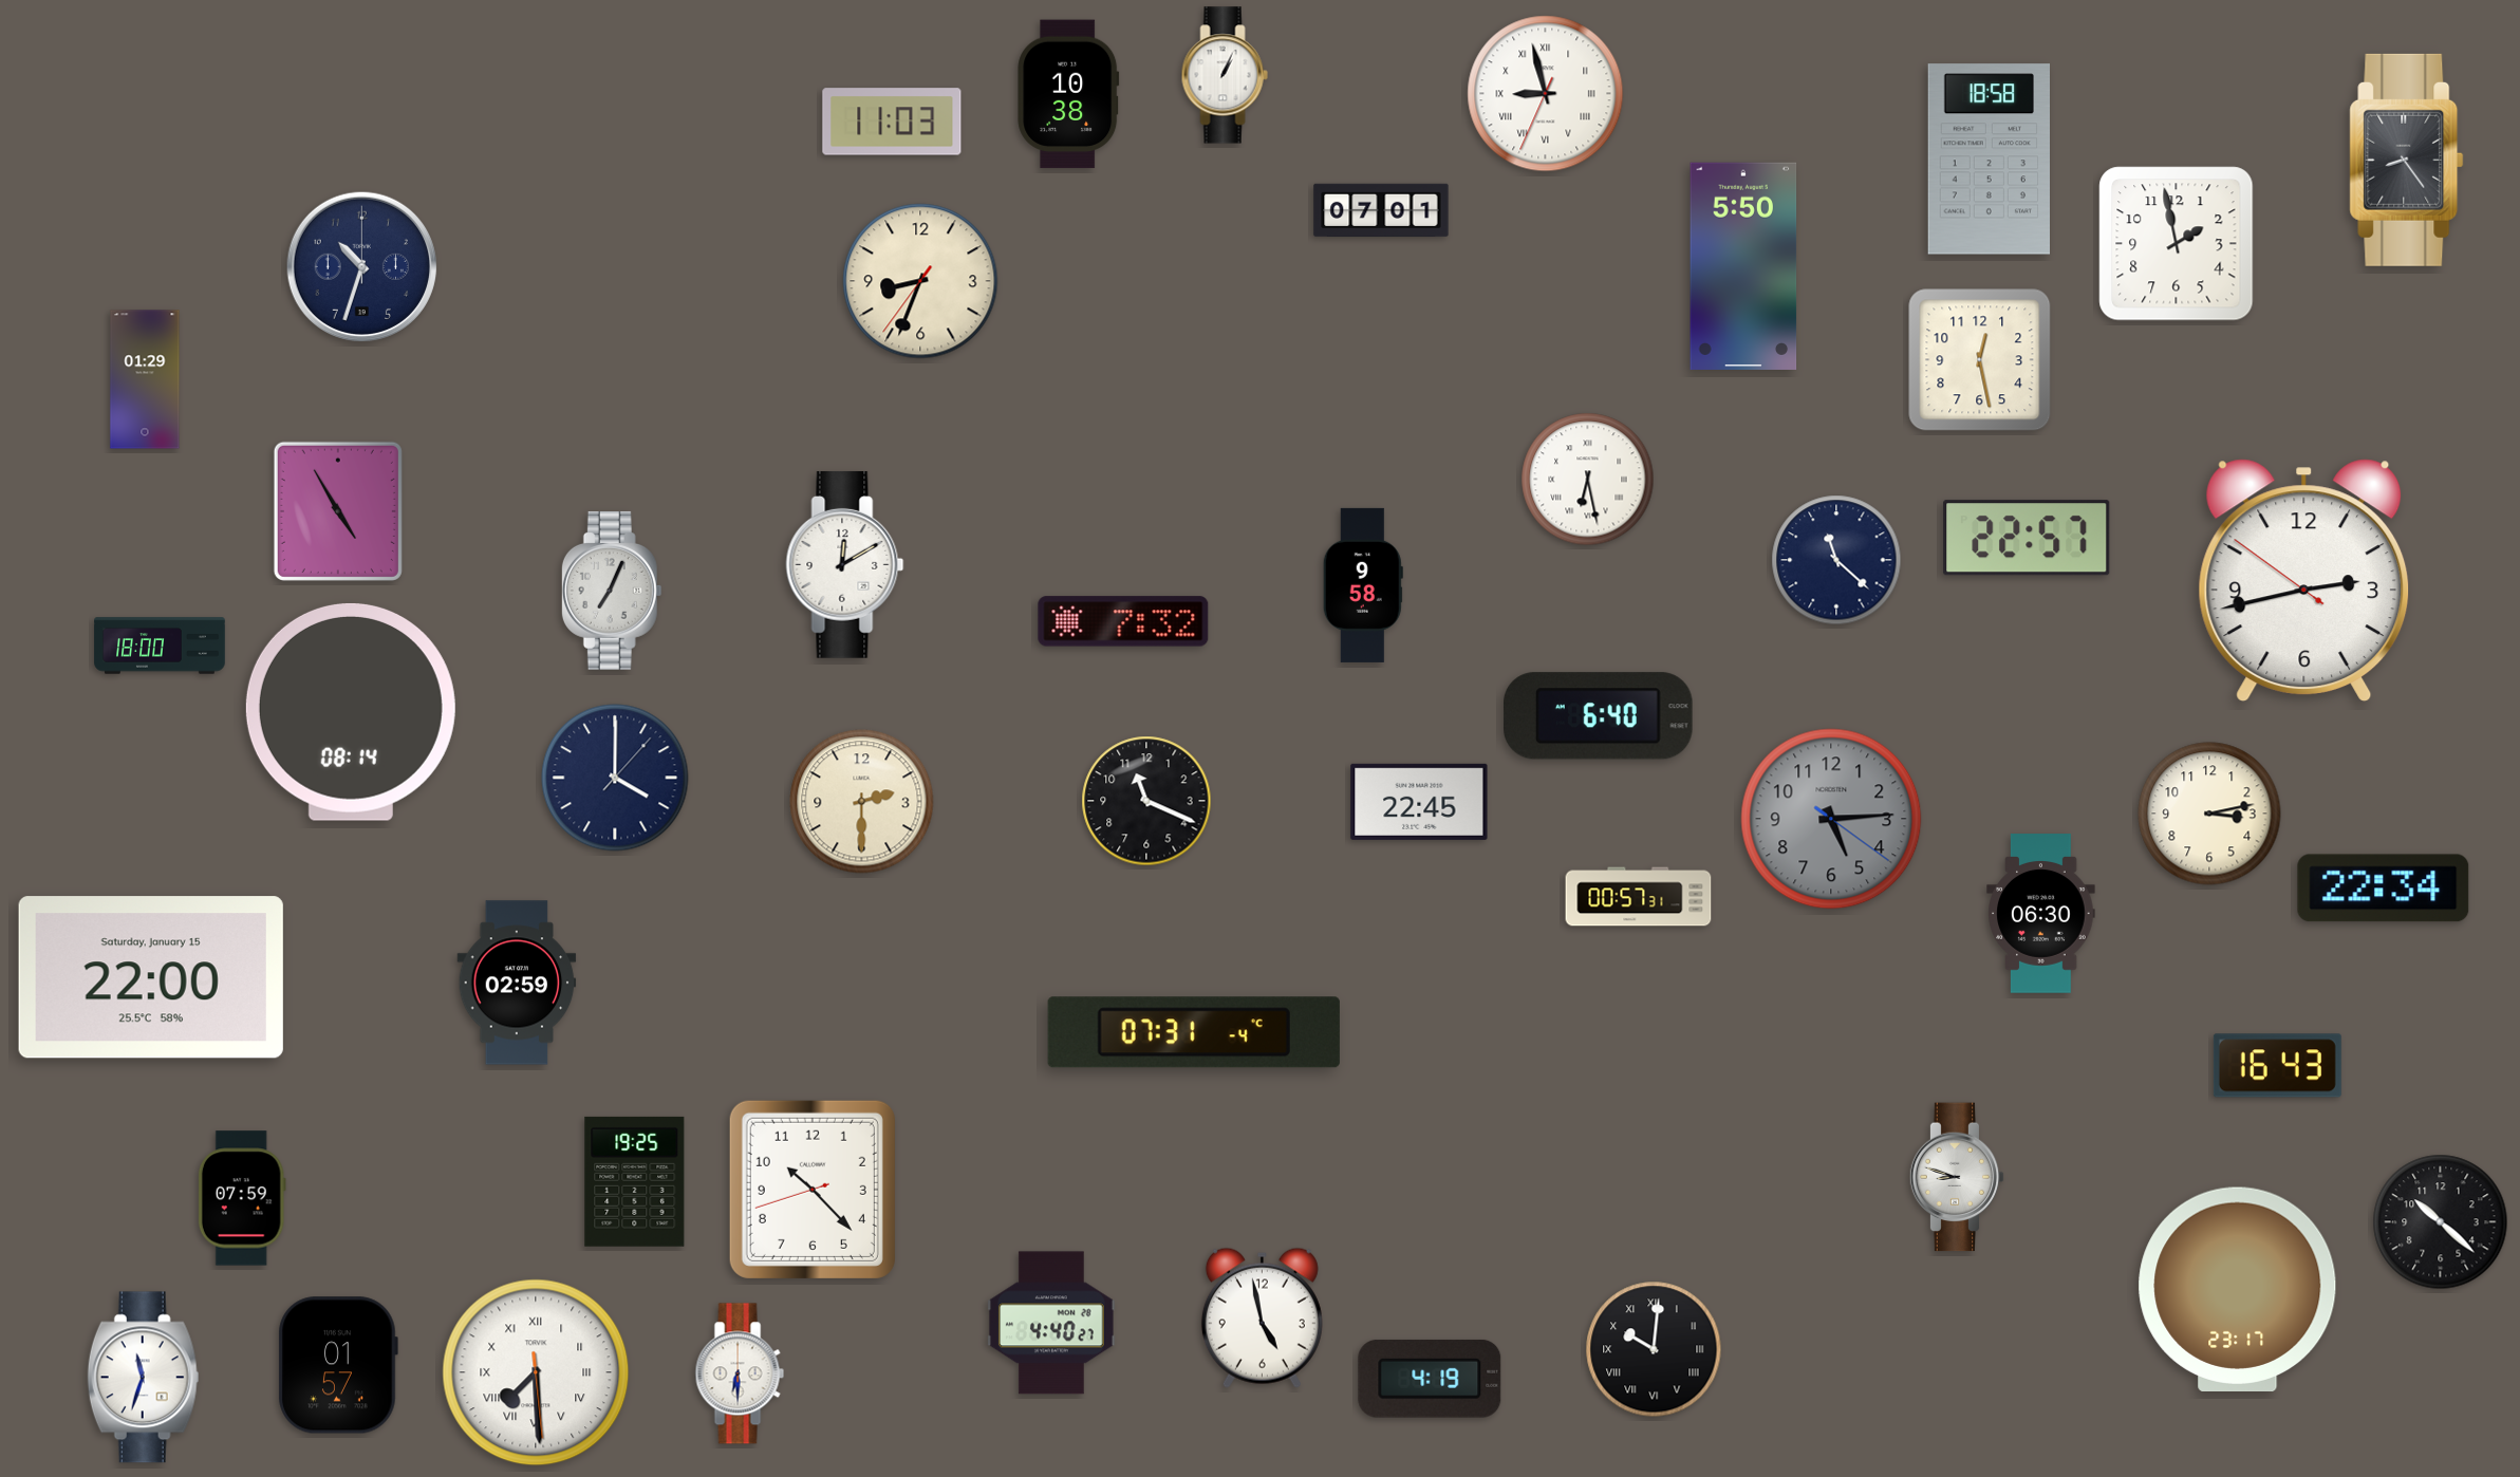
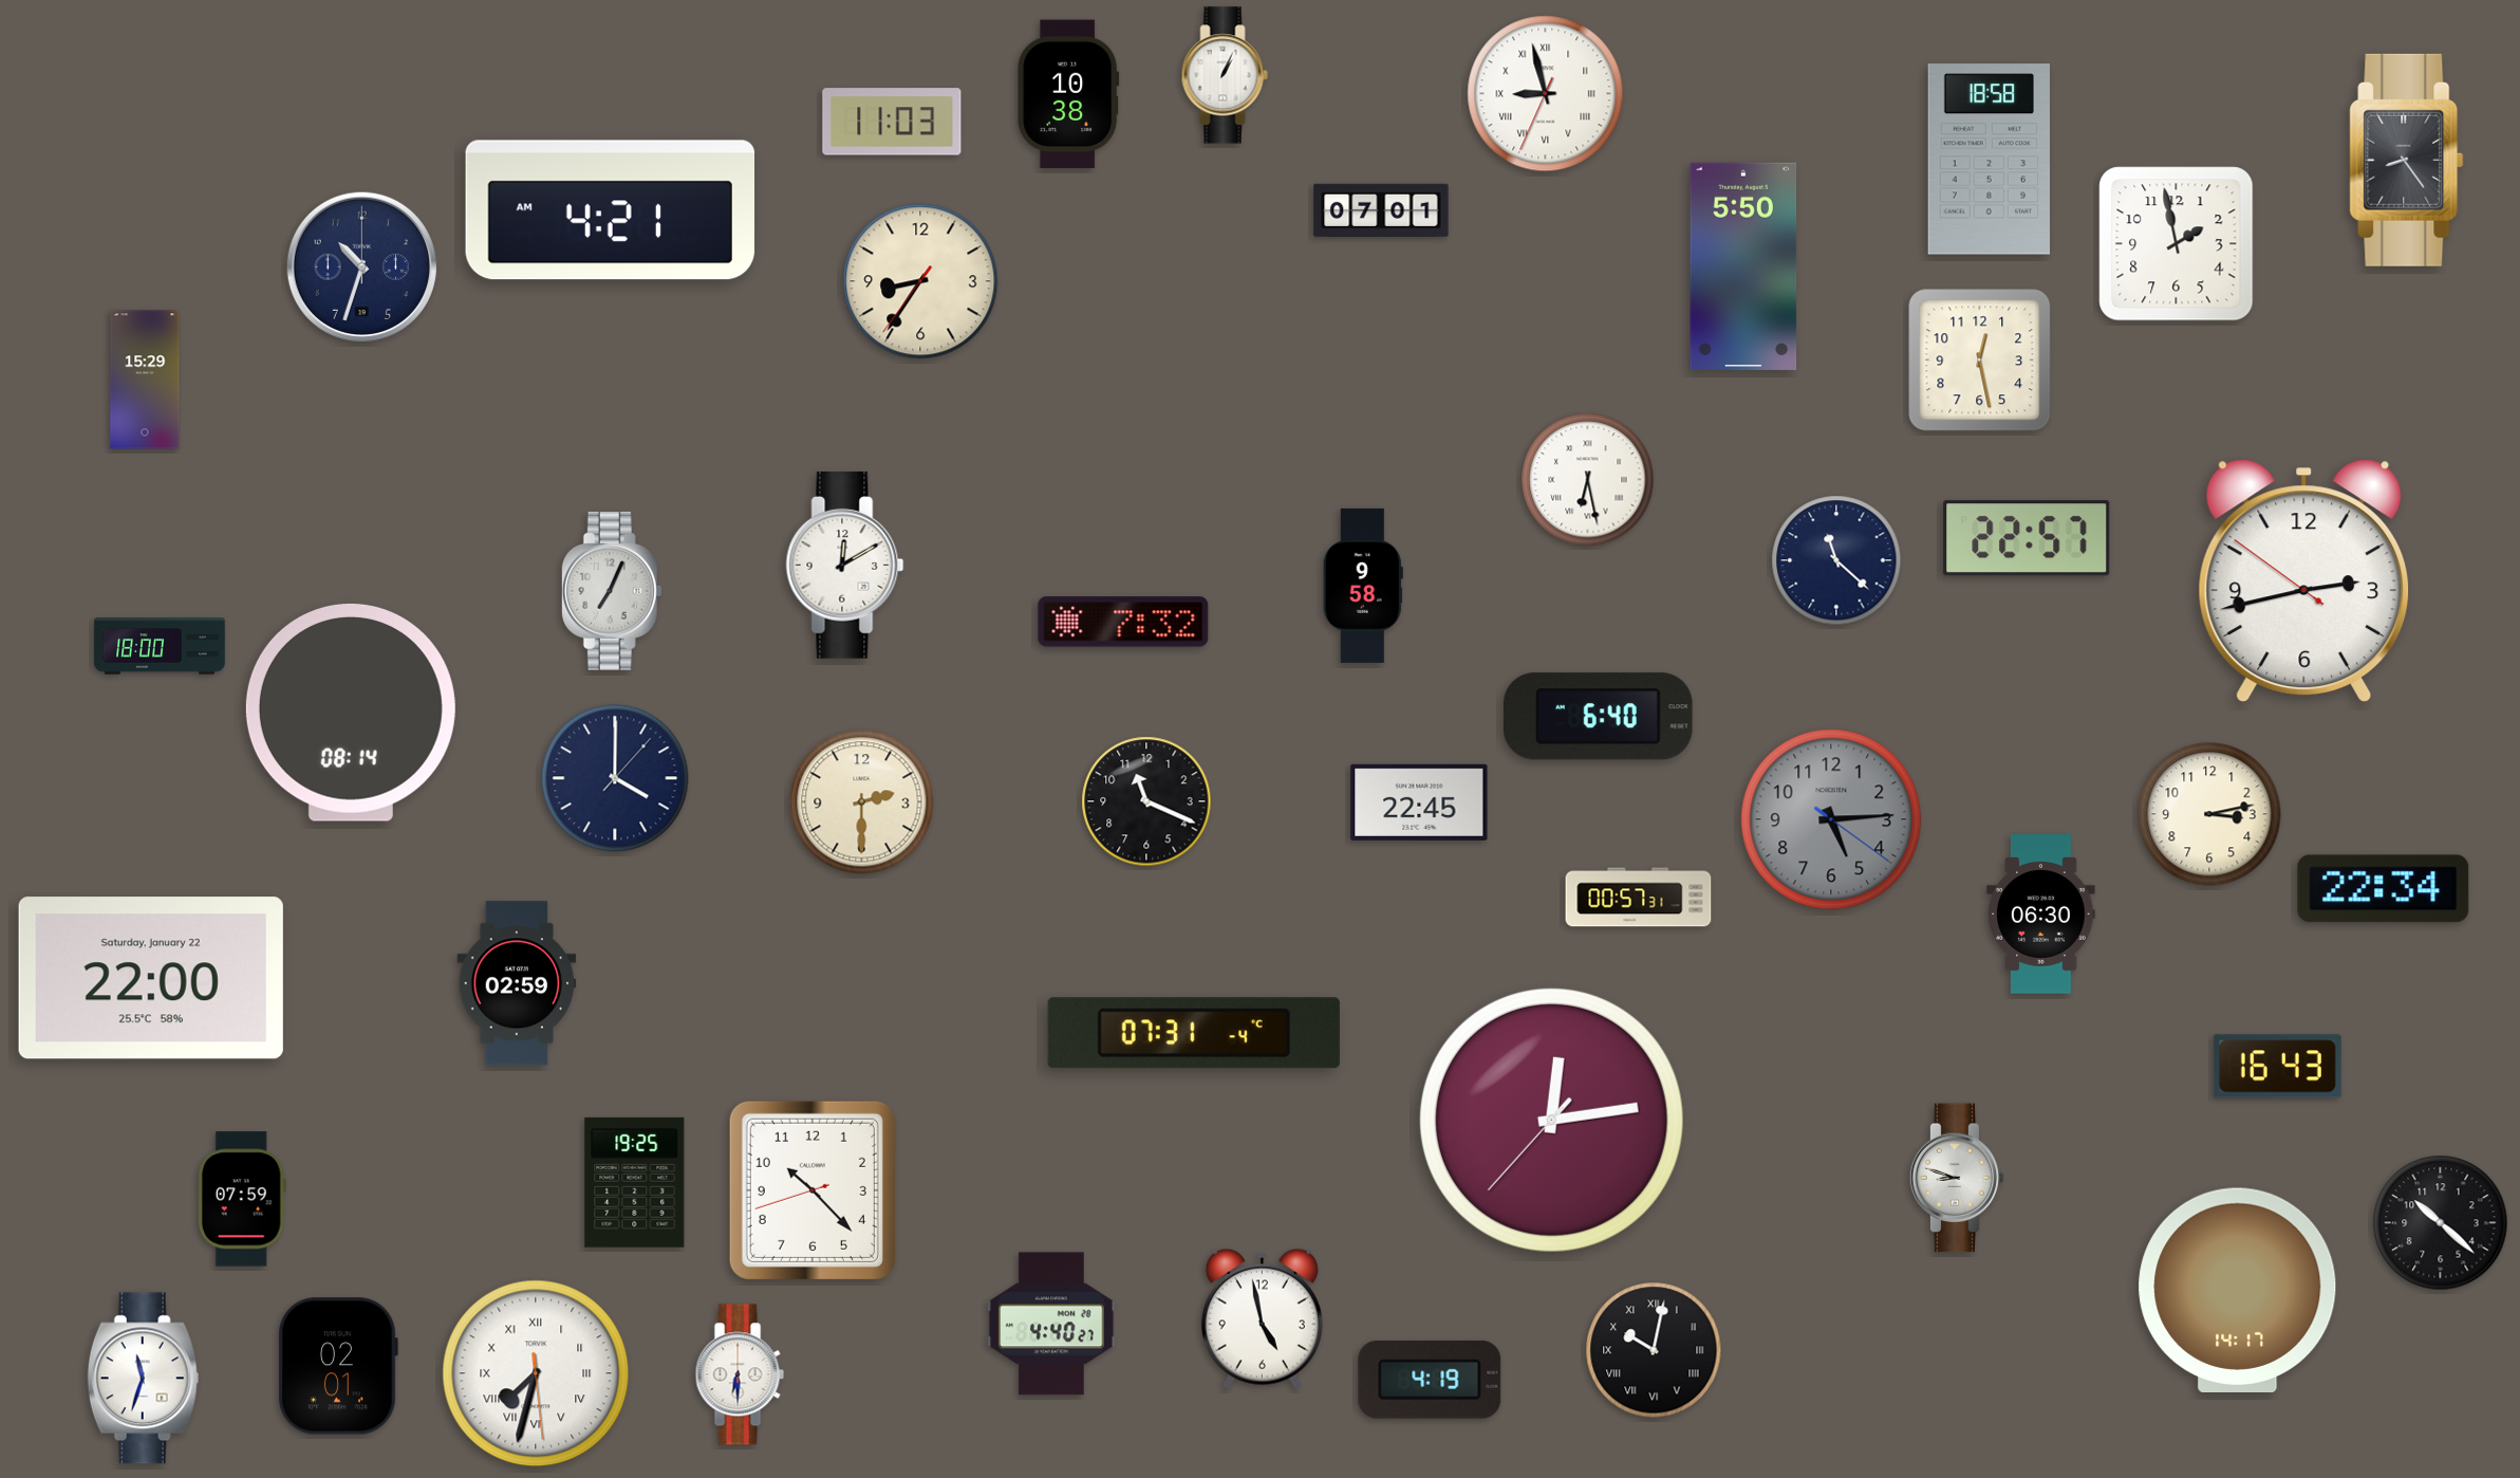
clock at (611, 210): none -> 4:21
clock at (920, 281): 8:33 -> 8:35
clock at (145, 379): 01:29 -> 15:29
clock at (338, 511): 4:55 -> none
clock at (151, 977) date: Saturday, January 15 -> Saturday, January 22
clock at (1551, 1120): none -> 12:13
clock at (2238, 1289): 23:17 -> 14:17
clock at (1654, 1349): 10:01 -> 10:02
clock at (338, 1365): 01:57 -> 02:01
clock at (536, 1372): 7:29 -> 7:32
